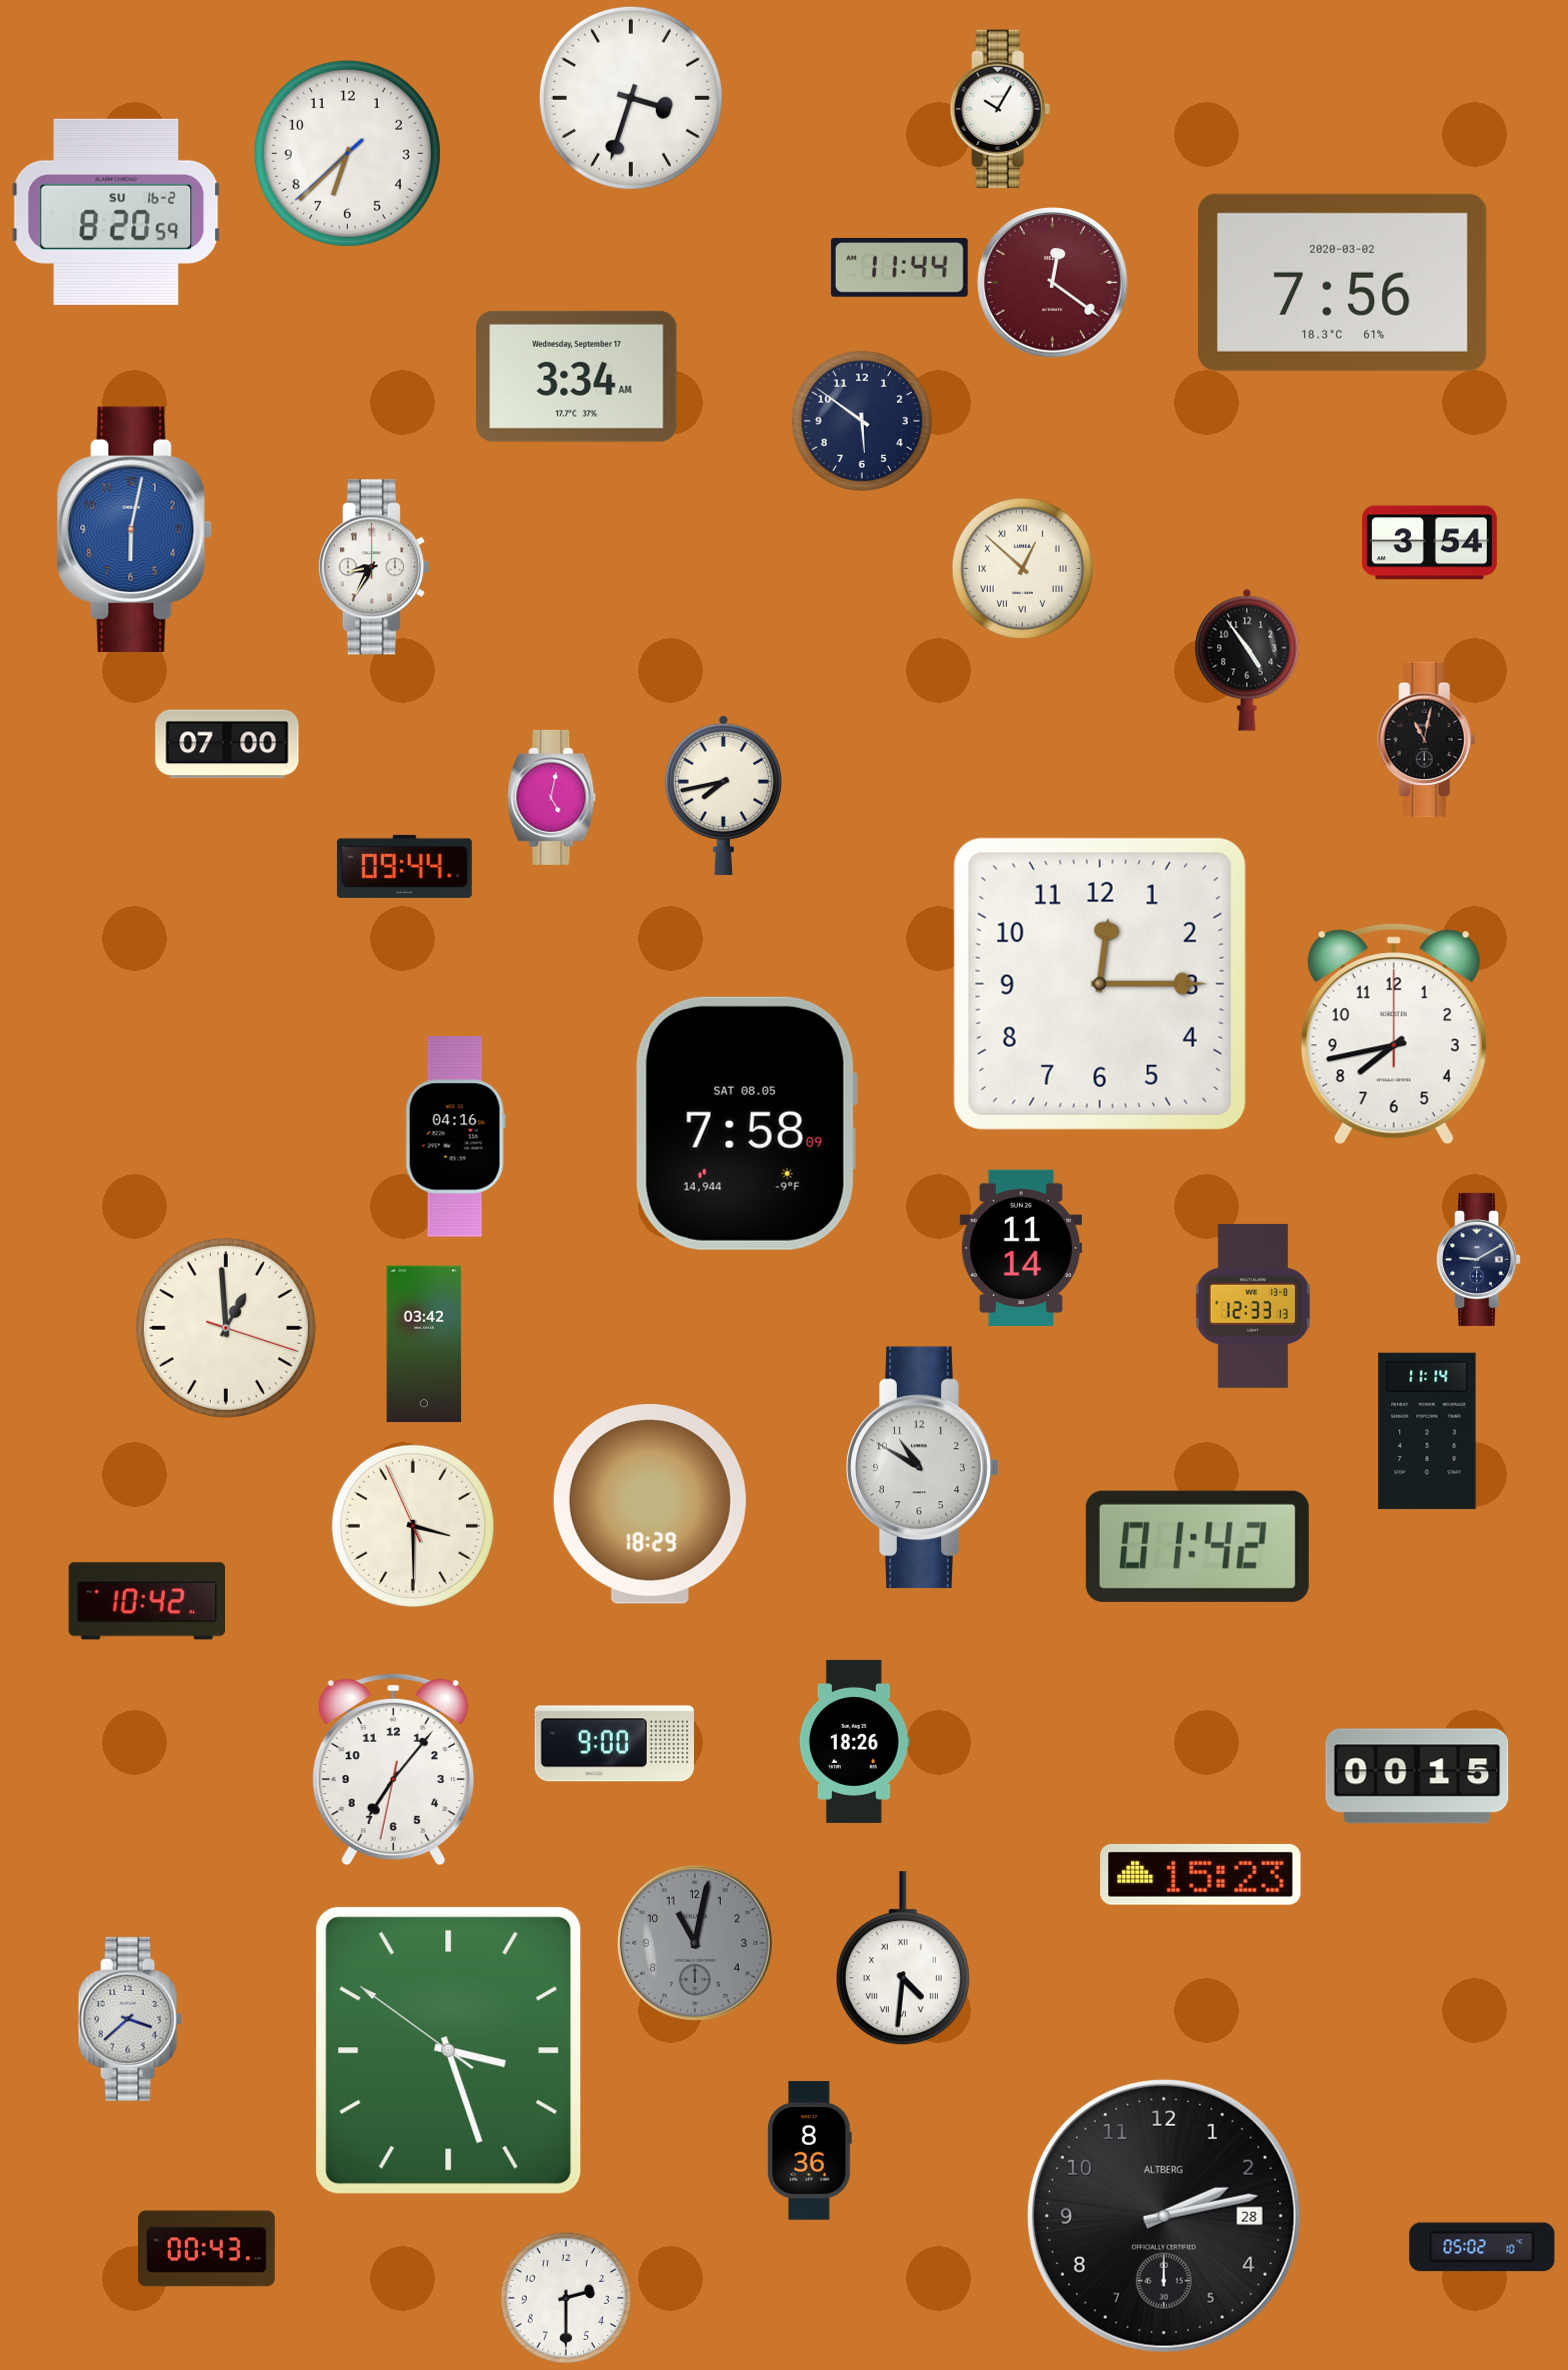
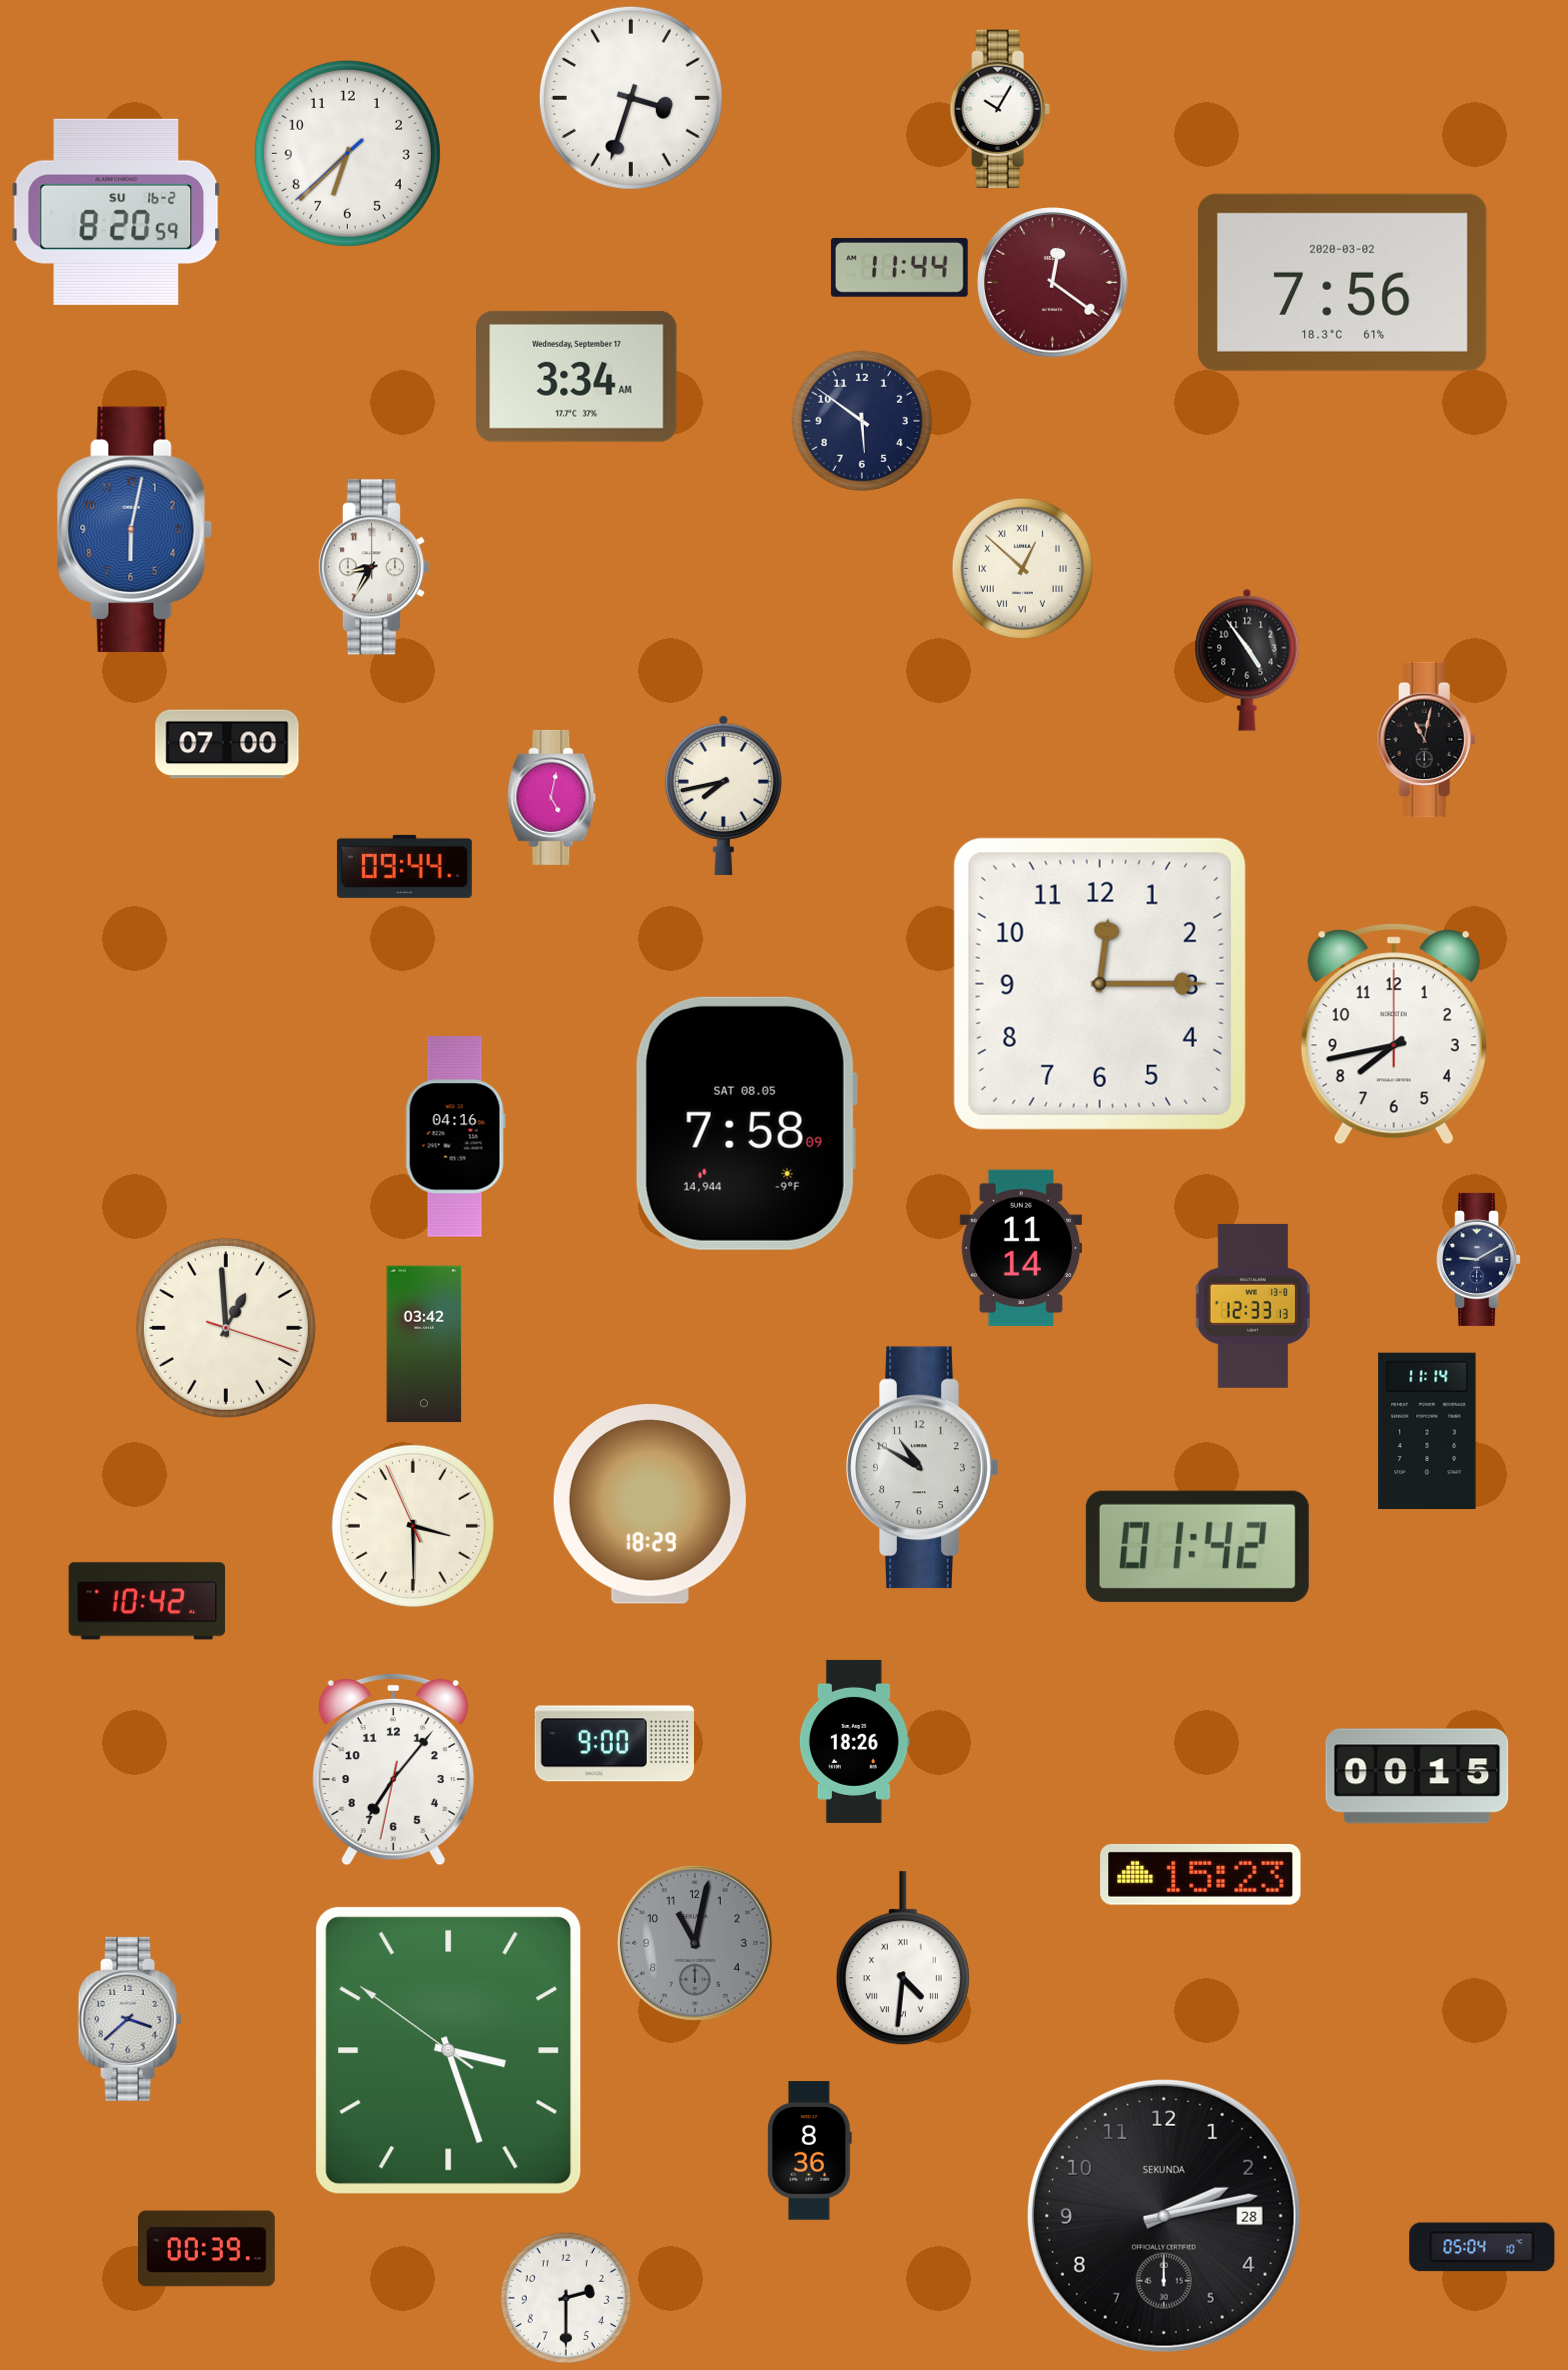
clock at (1429, 543): 3:54 -> none
clock at (1164, 2216) brand: ALTBERG -> SEKUNDA
clock at (1482, 2247): 05:02 -> 05:04
clock at (207, 2249): 00:43 -> 00:39
